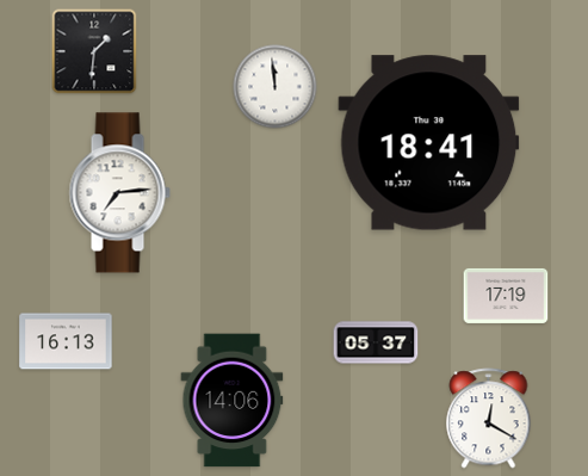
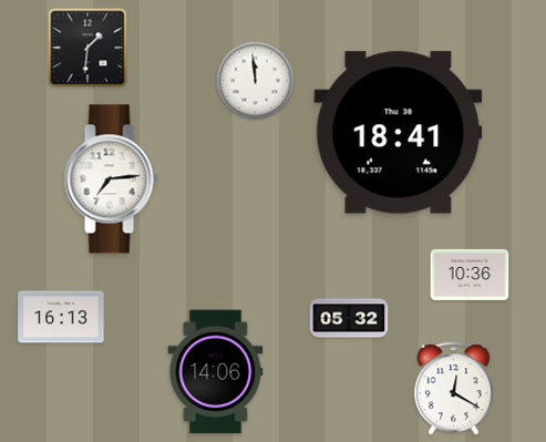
clock at (506, 296): 17:19 -> 10:36
clock at (376, 342): 05:37 -> 05:32
